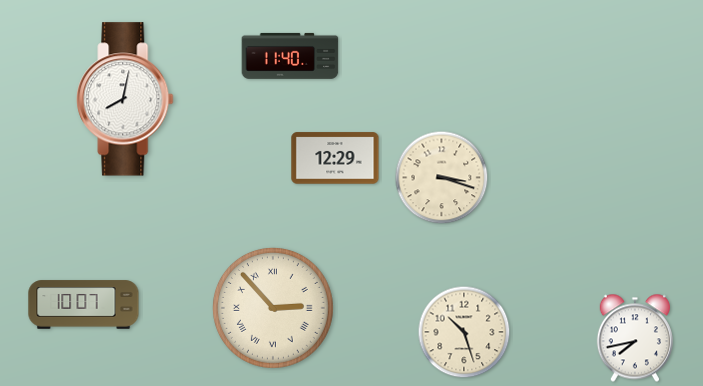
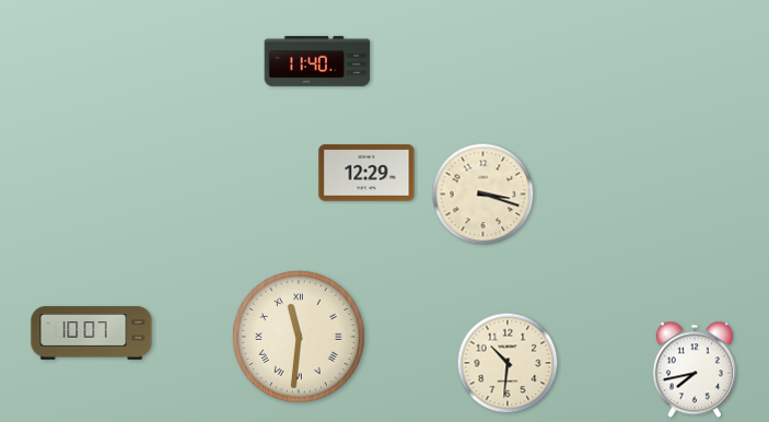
clock at (125, 99): 8:02 -> none
clock at (273, 308): 2:53 -> 11:31
clock at (464, 332): 10:27 -> 10:31
